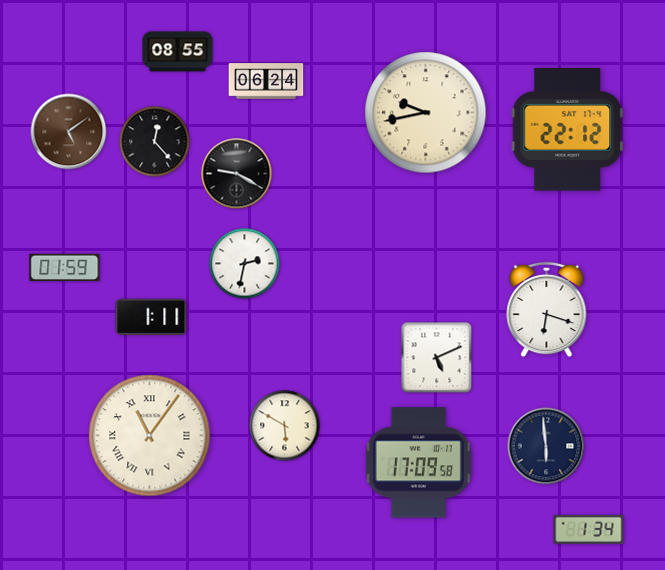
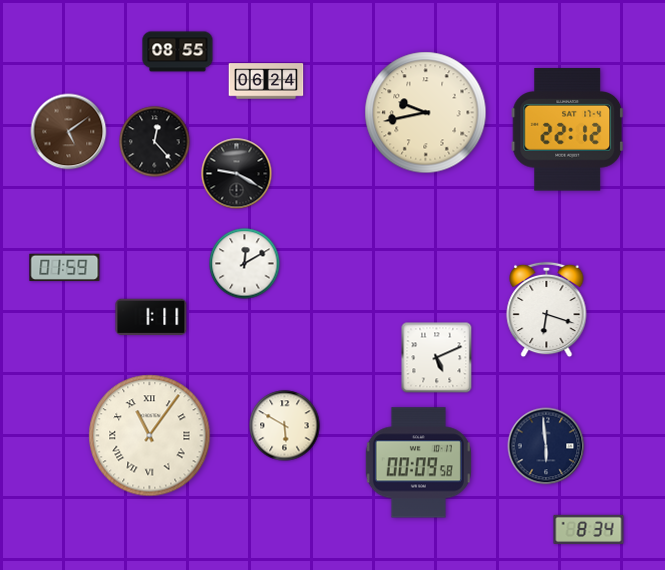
clock at (245, 264): 2:32 -> 12:10
clock at (418, 463): 17:09 -> 00:09
clock at (589, 529): 1:34 -> 8:34
